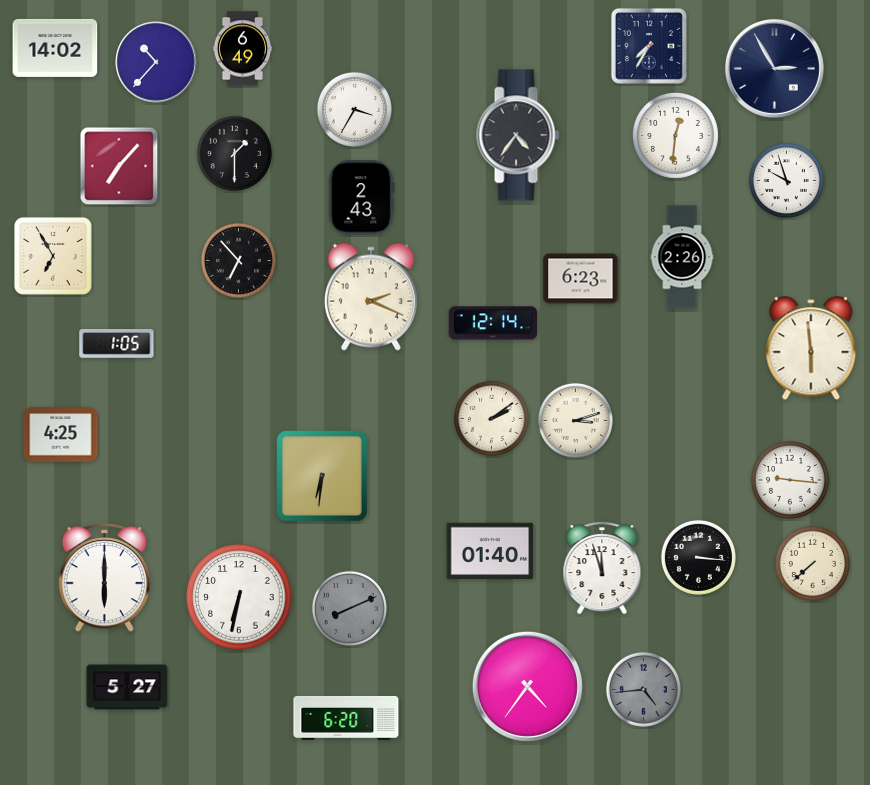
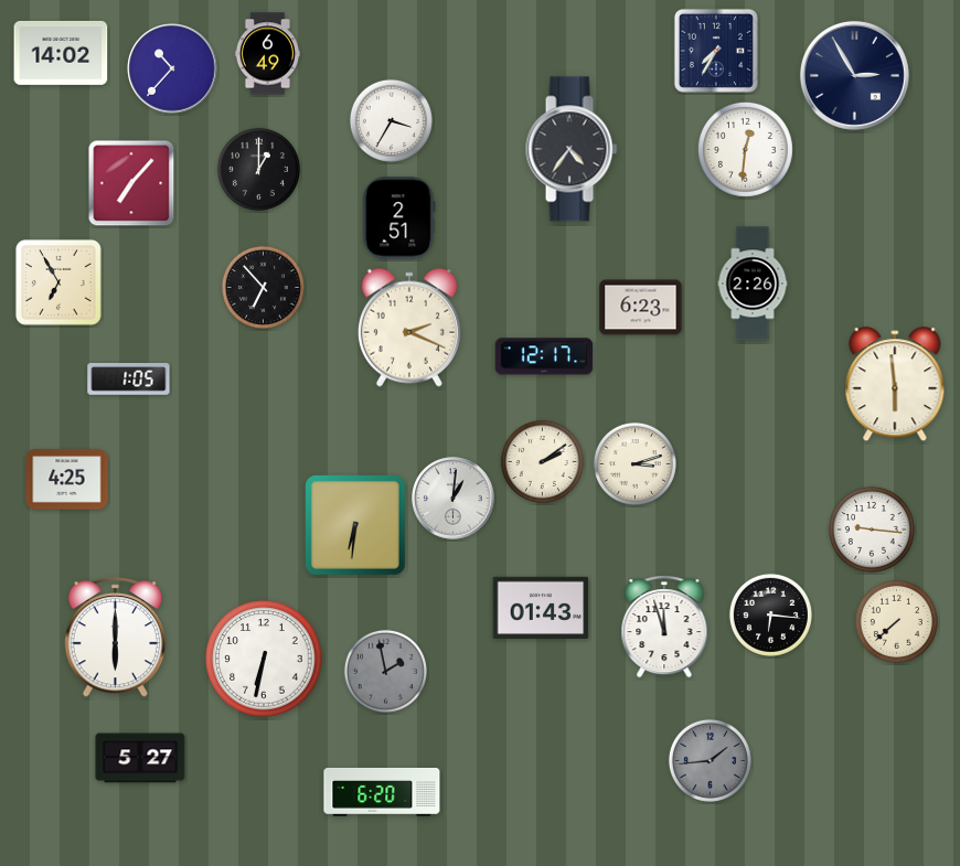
clock at (234, 153): 1:30 -> 1:00
clock at (786, 180): 9:57 -> none
clock at (362, 198): 2:43 -> 2:51
clock at (493, 323): 12:14 -> 12:17
clock at (454, 499): none -> 1:01
clock at (490, 551): 01:40 -> 01:43
clock at (698, 557): 3:16 -> 6:16
clock at (349, 608): 8:11 -> 1:58
clock at (527, 686): 4:36 -> none
clock at (643, 689): 4:44 -> 1:44
